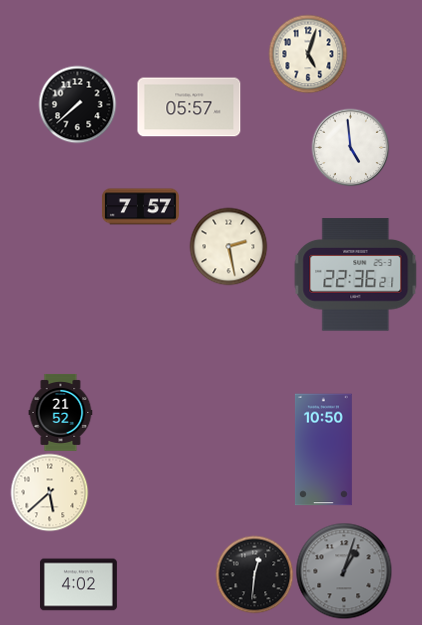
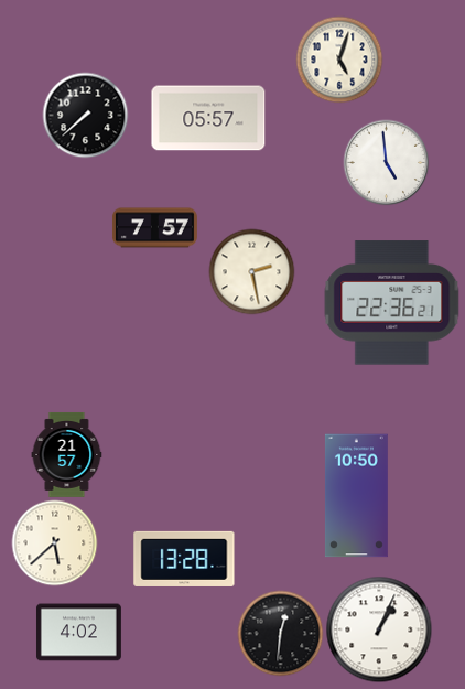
clock at (61, 412): 21:52 -> 21:57
clock at (184, 559): none -> 13:28
clock at (344, 571): 1:03 -> 1:04
clock at (344, 571) dial: grey -> white
clock at (78, 585) position: (78, 585) -> (78, 633)
